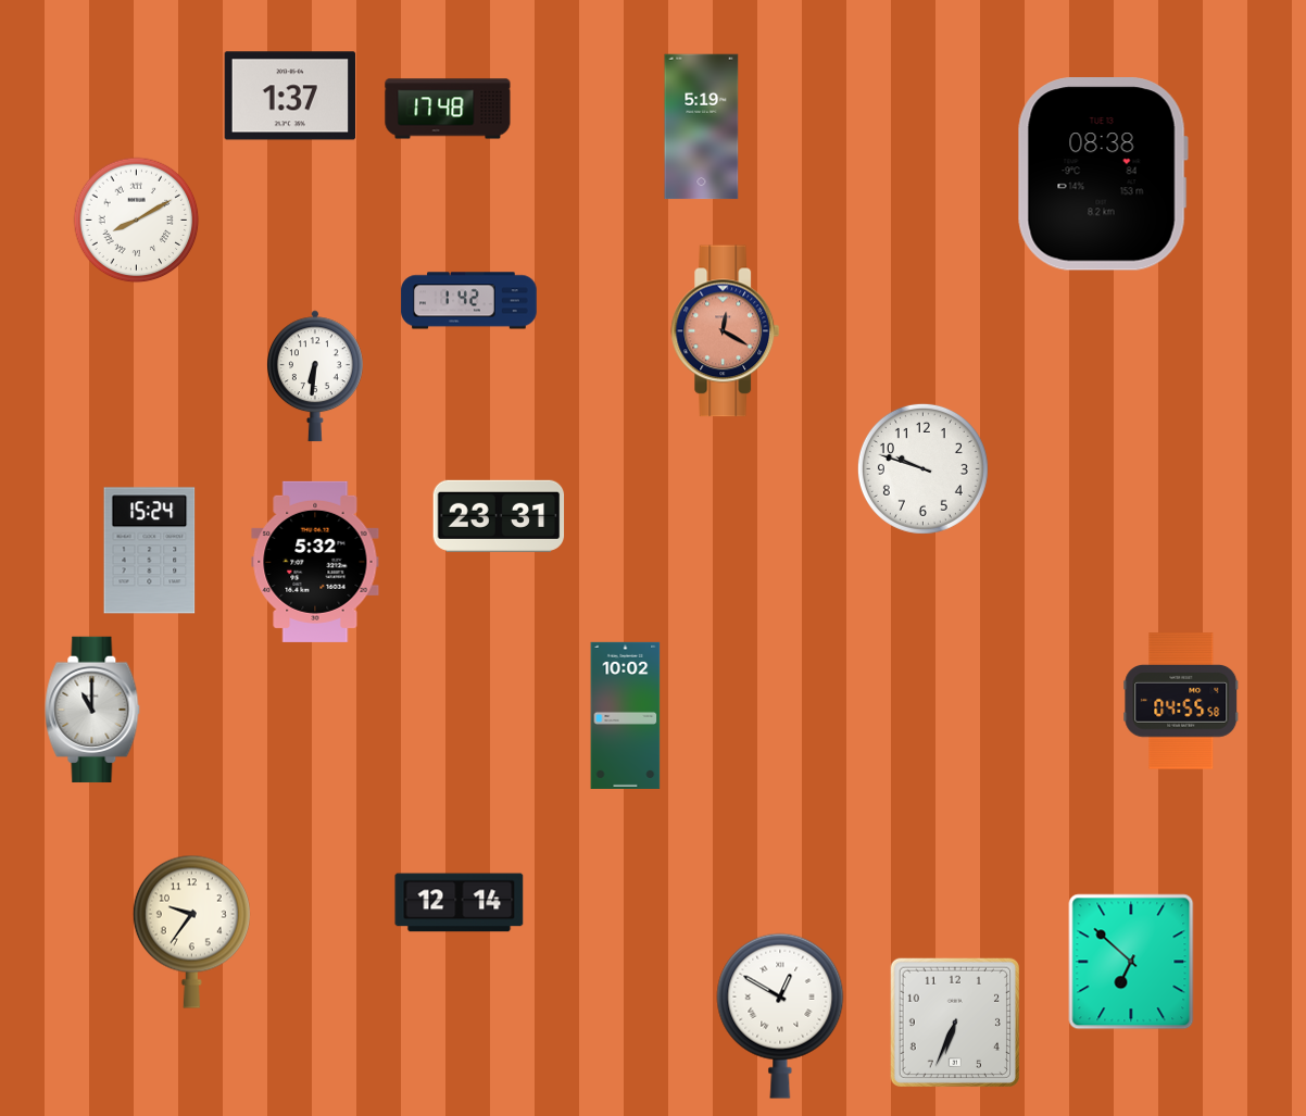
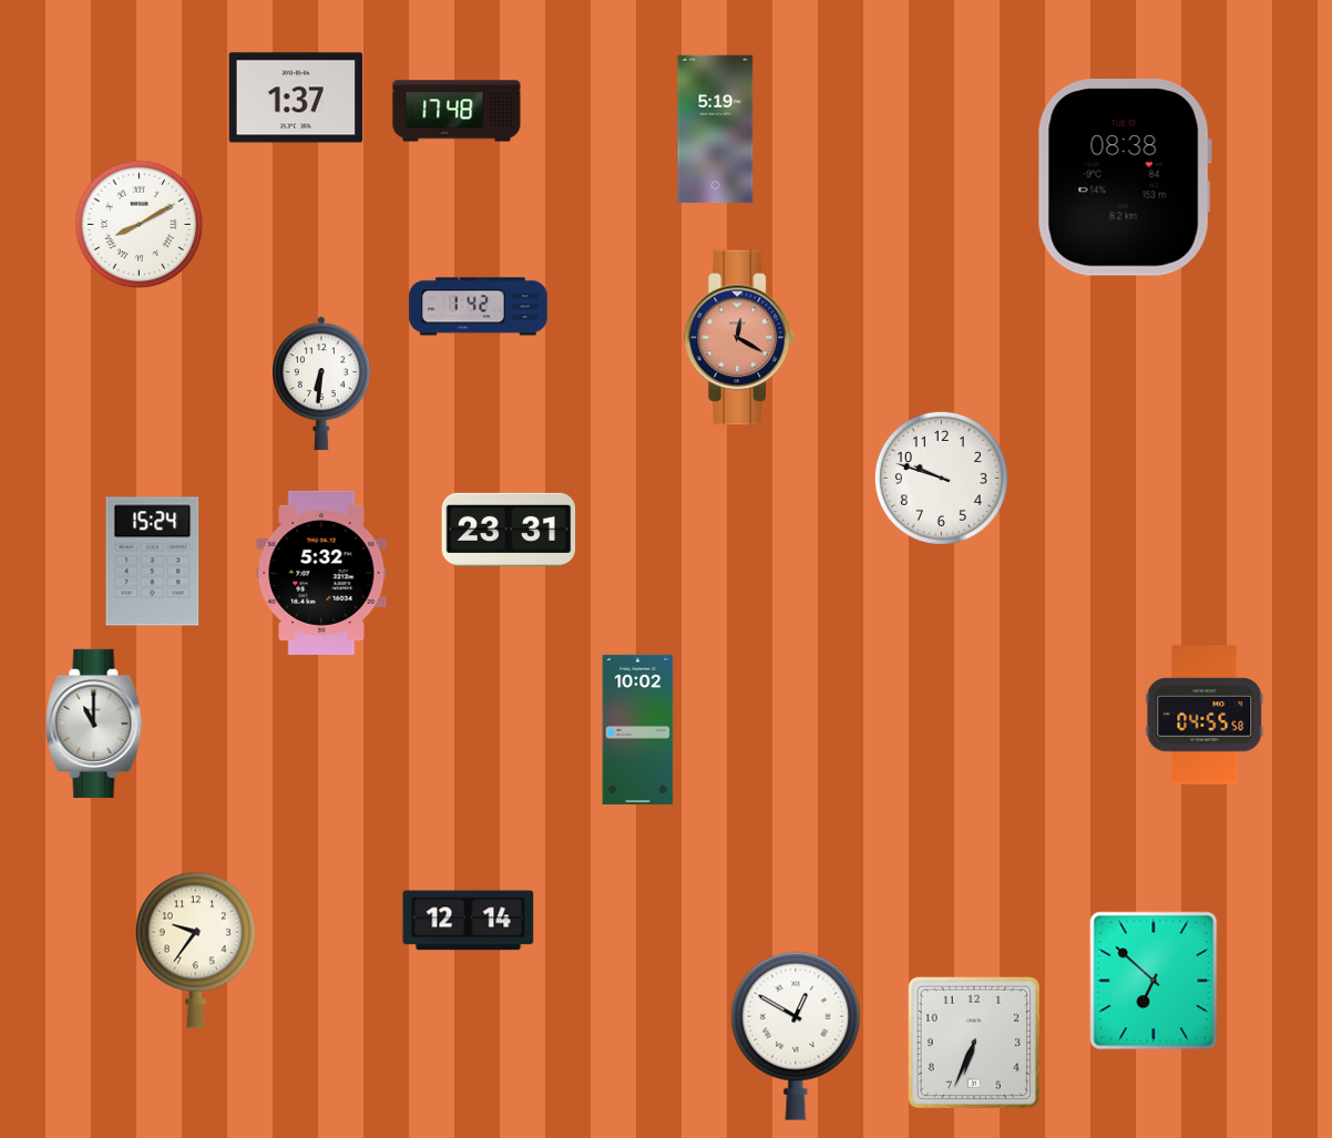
clock at (499, 516) position: (499, 516) -> (509, 530)
